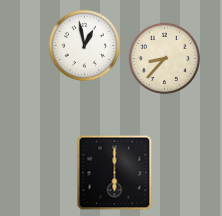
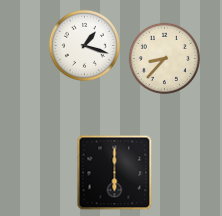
clock at (84, 45): 12:58 -> 1:18
